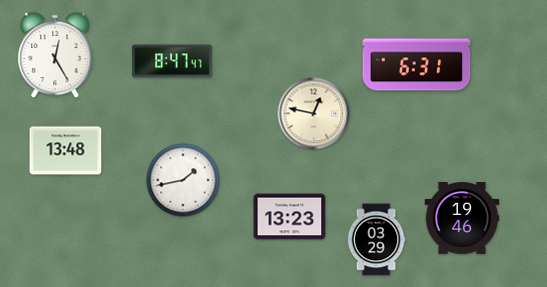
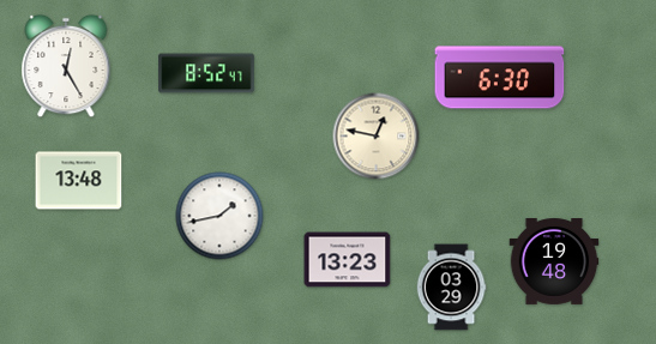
clock at (172, 61): 8:47 -> 8:52
clock at (417, 65): 6:31 -> 6:30
clock at (462, 219): 19:46 -> 19:48
